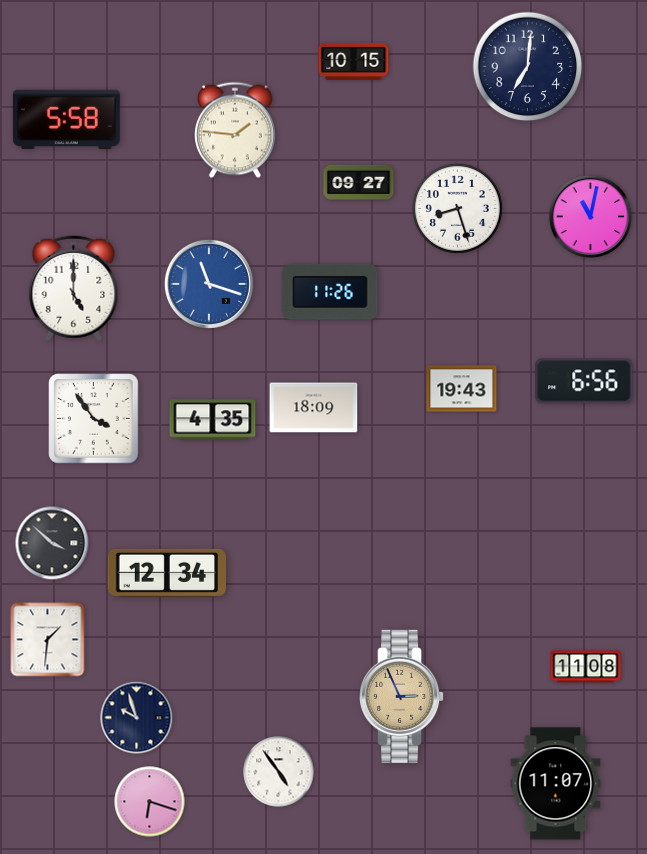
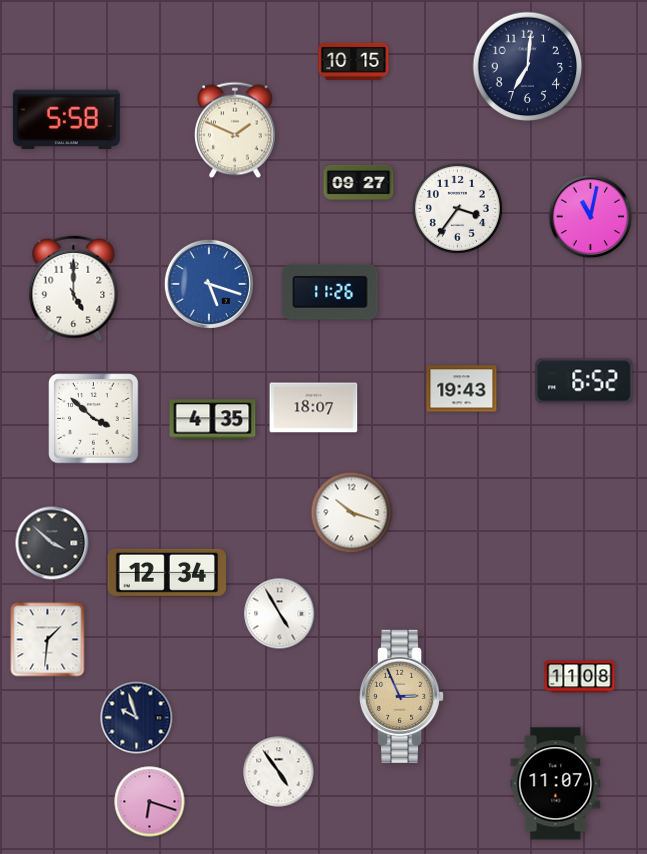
clock at (236, 130): 1:46 -> 1:49
clock at (457, 208): 8:27 -> 3:36
clock at (209, 284): 11:18 -> 5:18
clock at (584, 381): 6:56 -> 6:52
clock at (314, 408): 18:09 -> 18:07
clock at (94, 419): 3:54 -> 3:52
clock at (352, 513): none -> 10:18
clock at (280, 614): none -> 4:55
clock at (586, 667) position: (586, 667) -> (580, 677)
